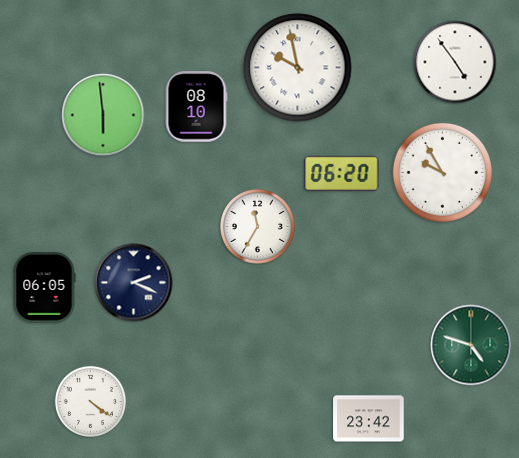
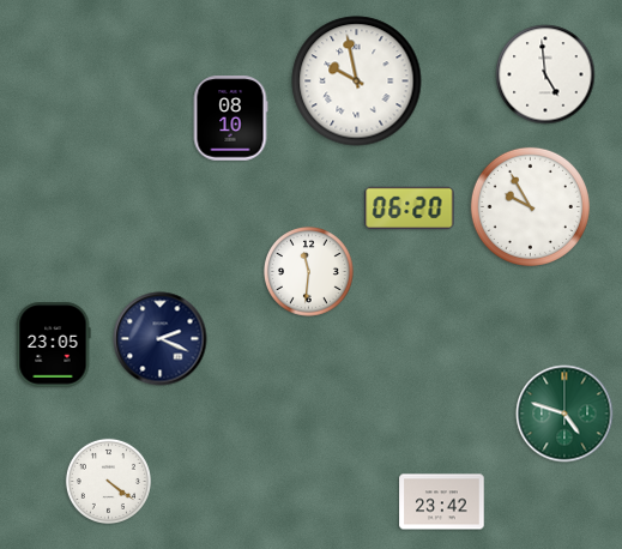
clock at (455, 62): 4:54 -> 4:59
clock at (196, 107) position: (196, 107) -> (230, 119)
clock at (103, 115): 5:59 -> none
clock at (258, 227): 11:35 -> 11:31
clock at (44, 288): 06:05 -> 23:05
